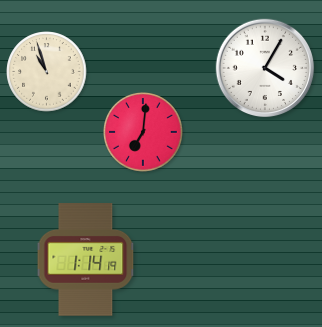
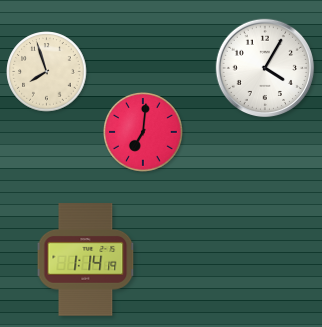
clock at (47, 72): 10:57 -> 7:57
